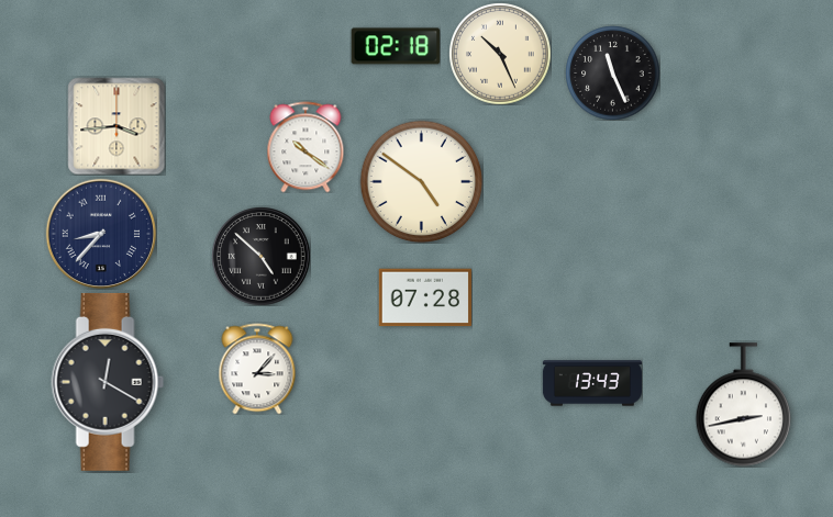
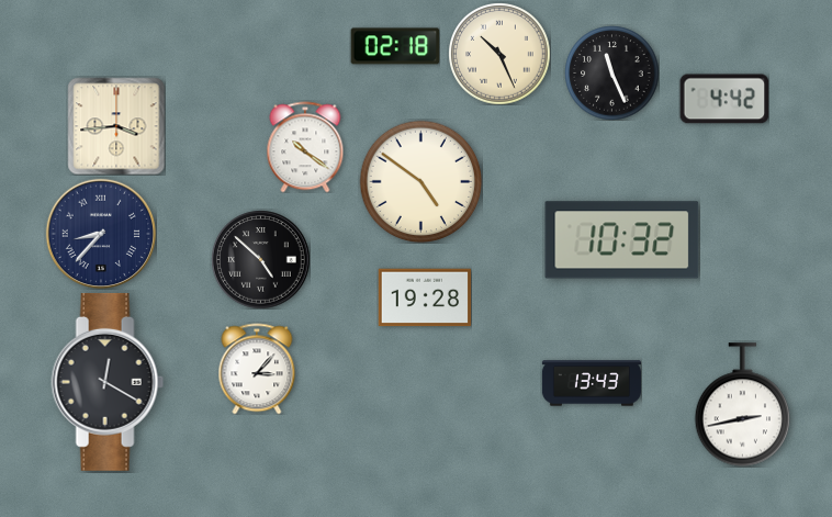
clock at (724, 99): none -> 4:42
clock at (622, 240): none -> 10:32
clock at (260, 256) position: (260, 256) -> (260, 259)
clock at (425, 297): 07:28 -> 19:28
